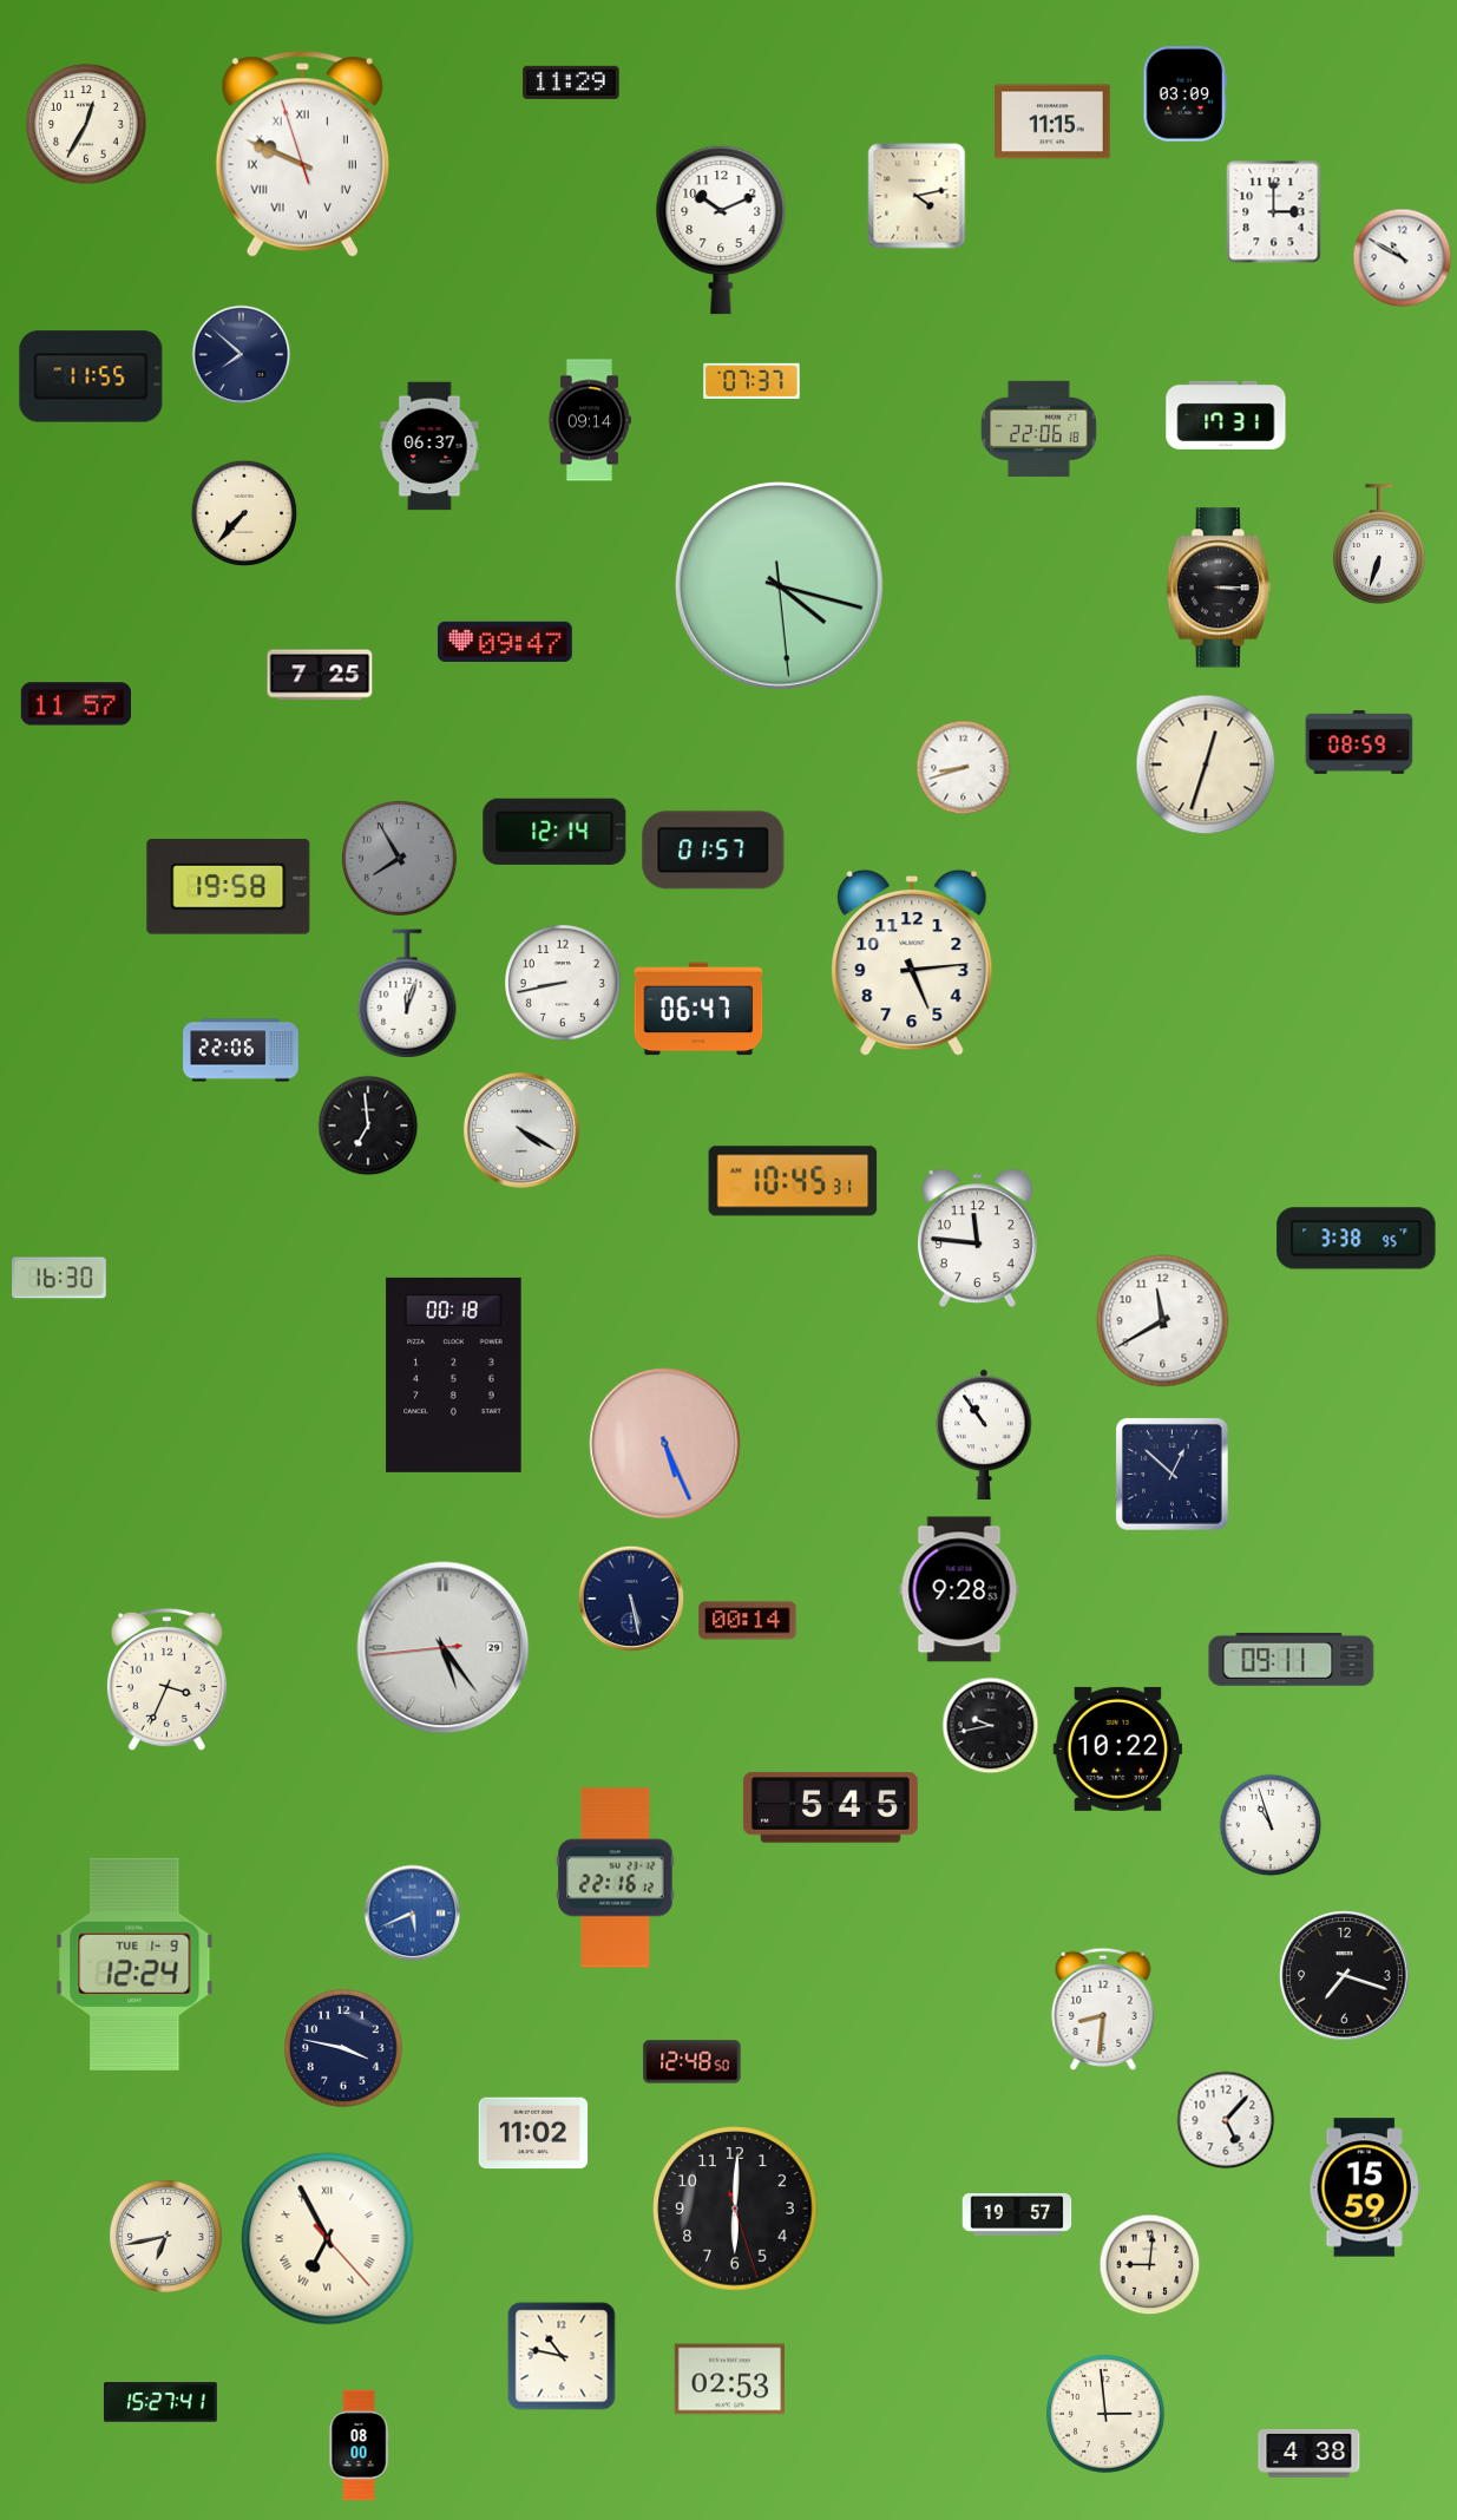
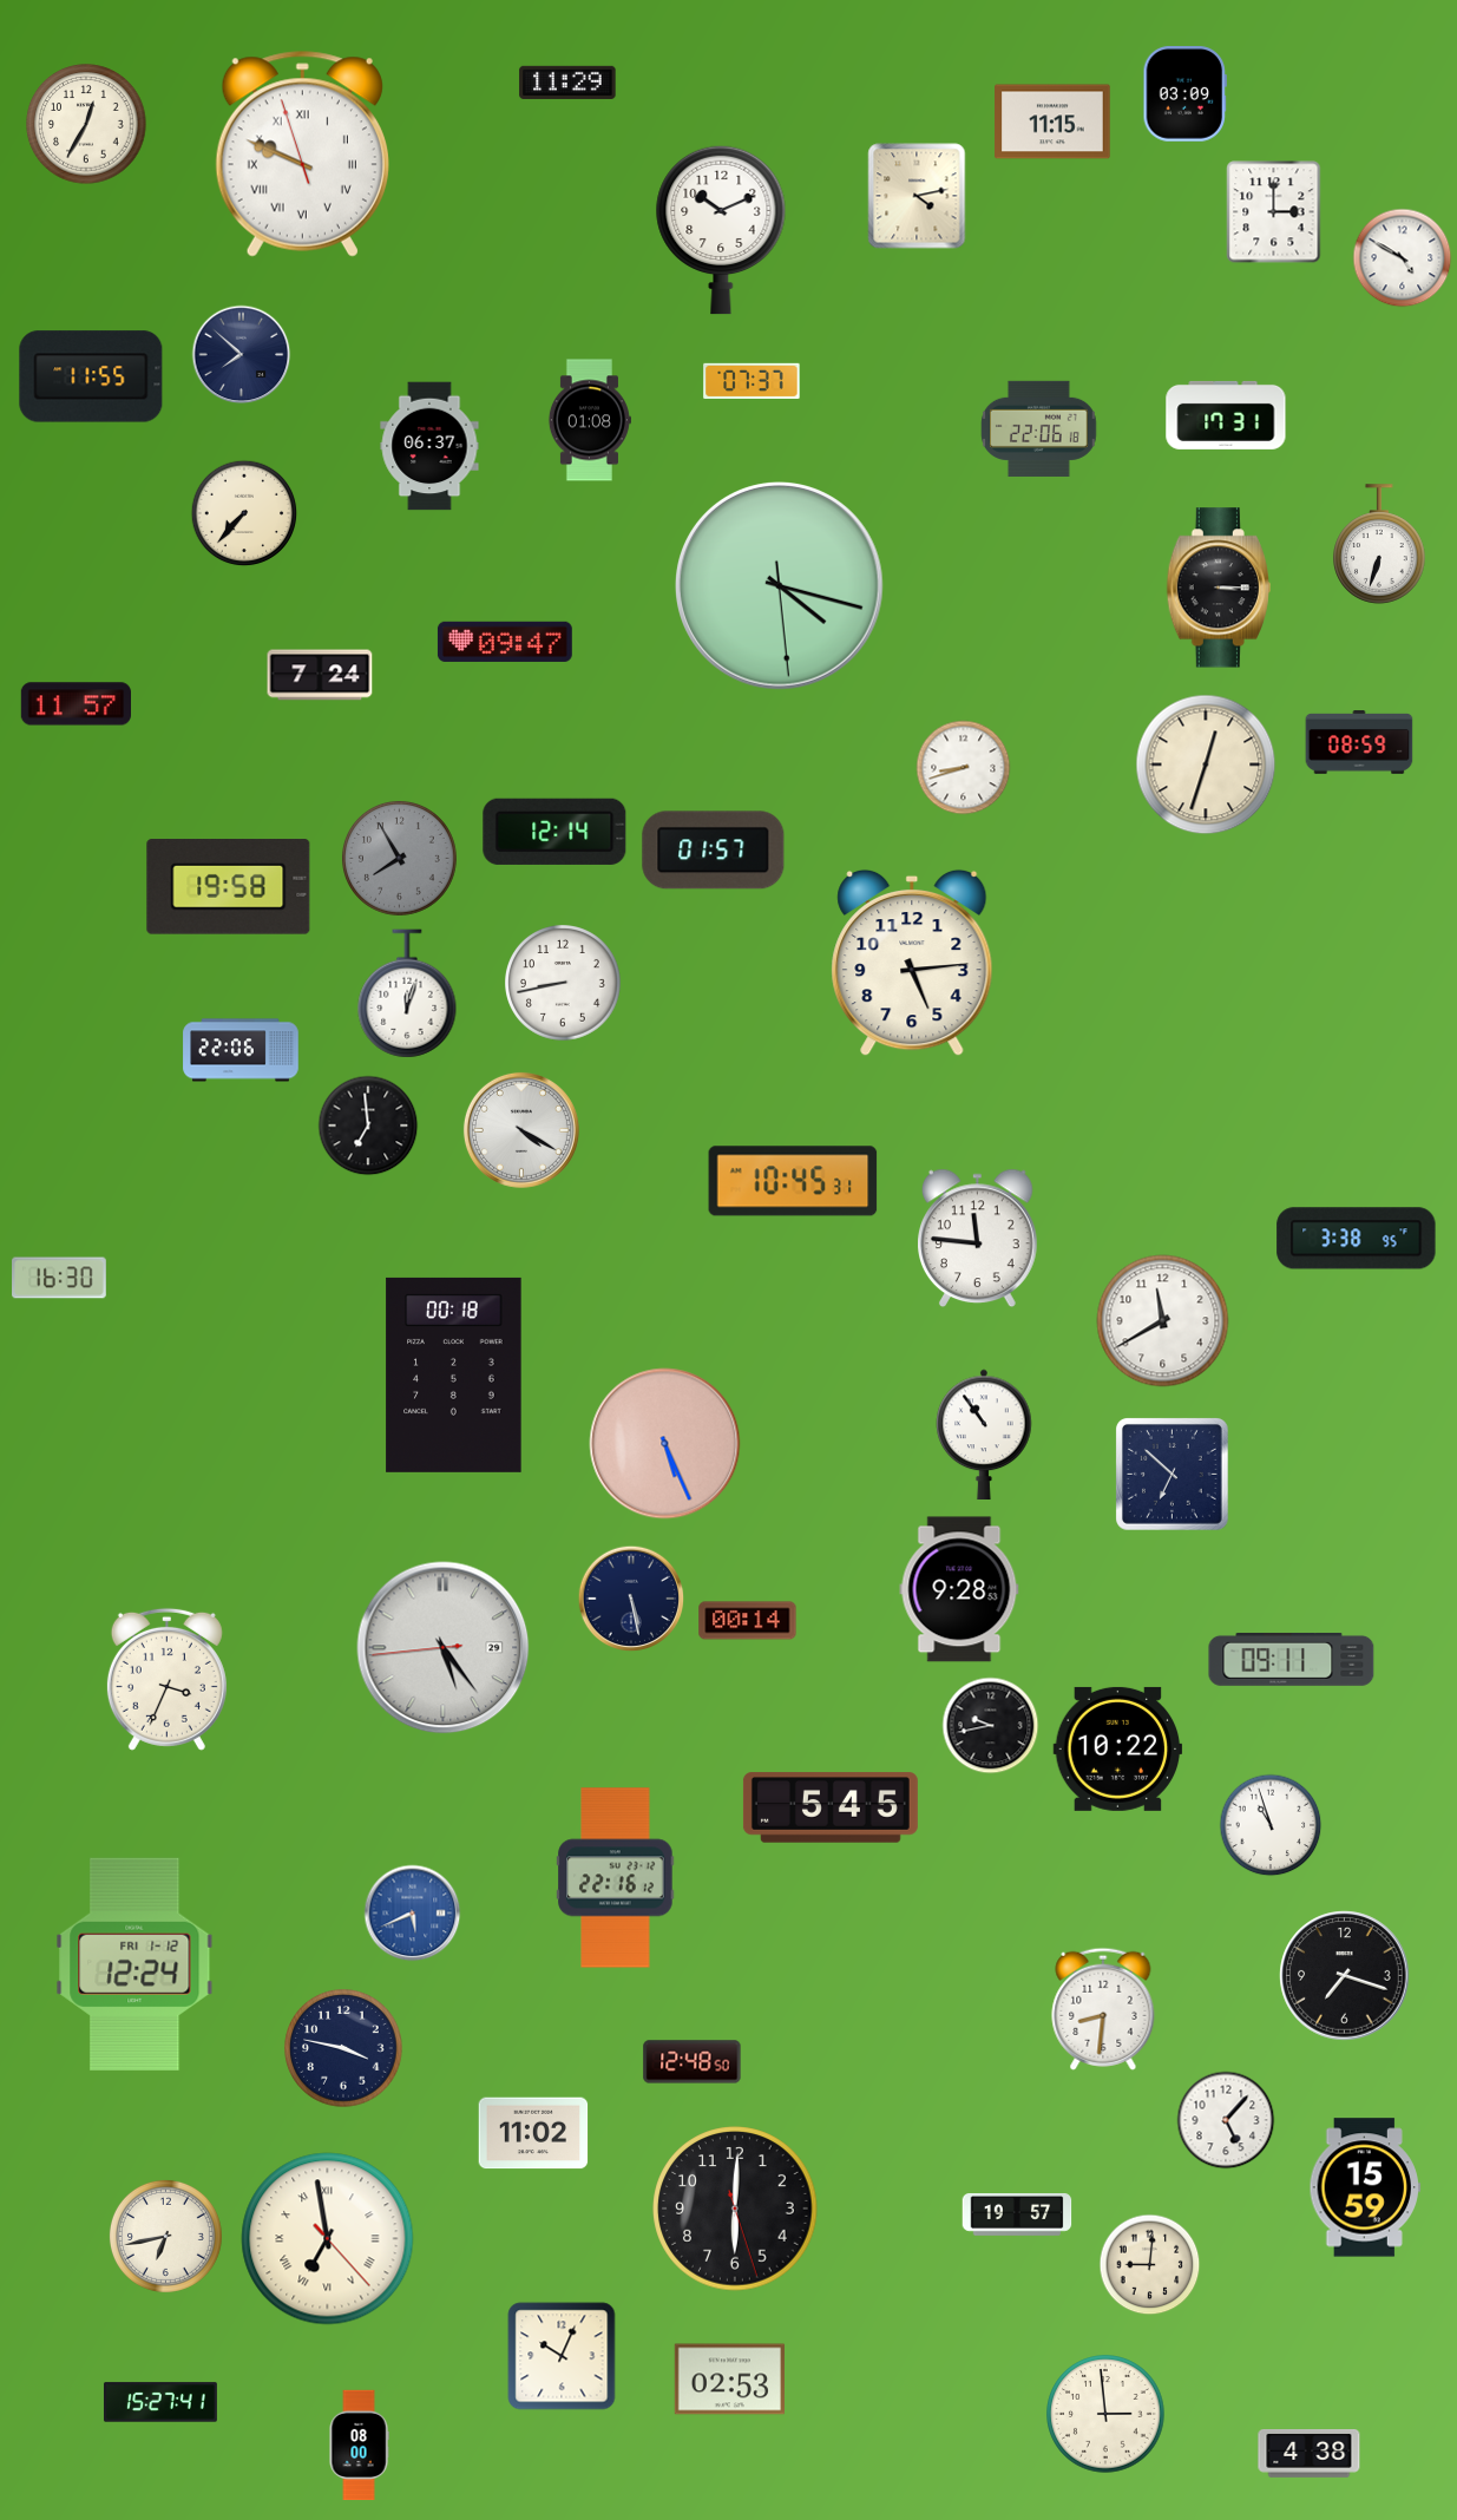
clock at (571, 83) position: (571, 83) -> (567, 83)
clock at (1403, 258): 10:50 -> 4:50
clock at (589, 420): 09:14 -> 01:08
clock at (320, 675): 7:25 -> 7:24
clock at (698, 1009): 06:47 -> none
clock at (1173, 1475): 12:52 -> 6:52
clock at (134, 1964) date: TUE 1-9 -> FRI 1-12
clock at (328, 2239): 6:55 -> 6:58
clock at (562, 2356): 10:47 -> 10:04
